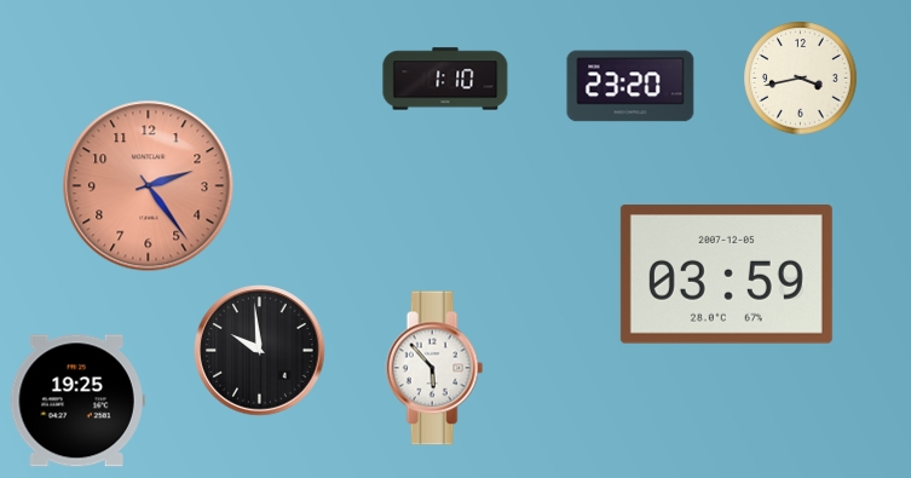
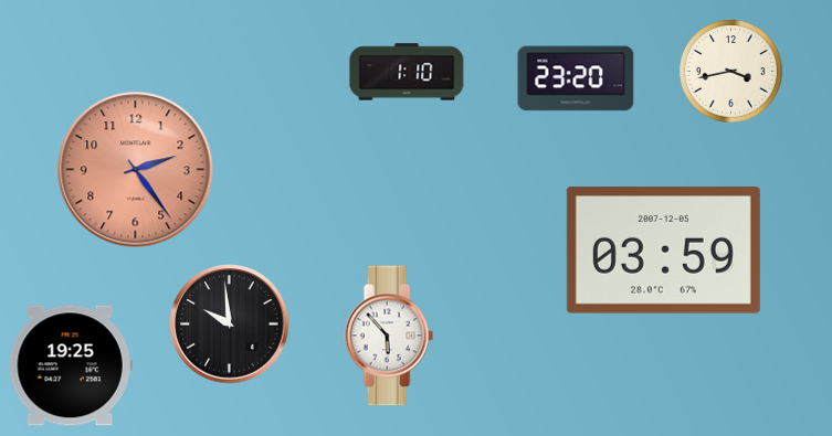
clock at (260, 351) position: (260, 351) -> (230, 325)
clock at (434, 368) position: (434, 368) -> (389, 336)
